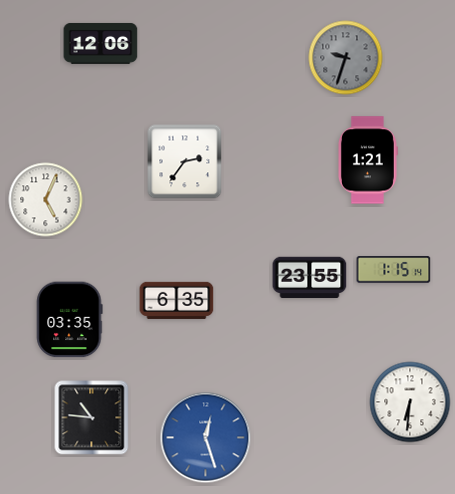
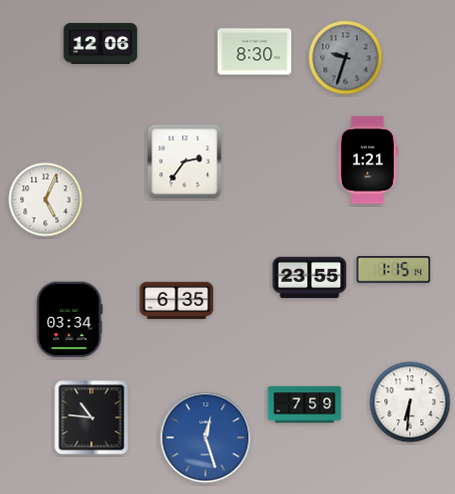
clock at (255, 52): none -> 8:30
clock at (70, 320): 03:35 -> 03:34
clock at (305, 405): none -> 7:59
